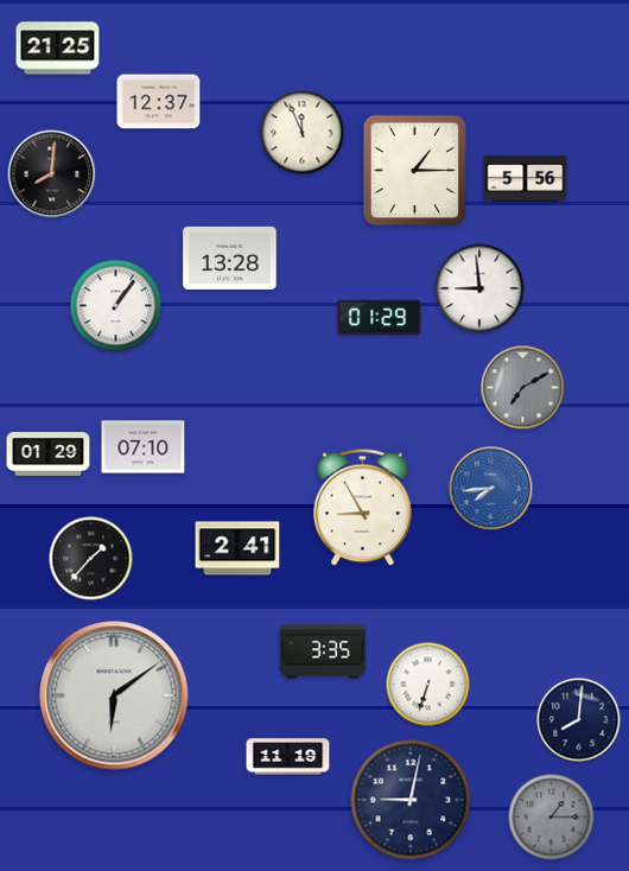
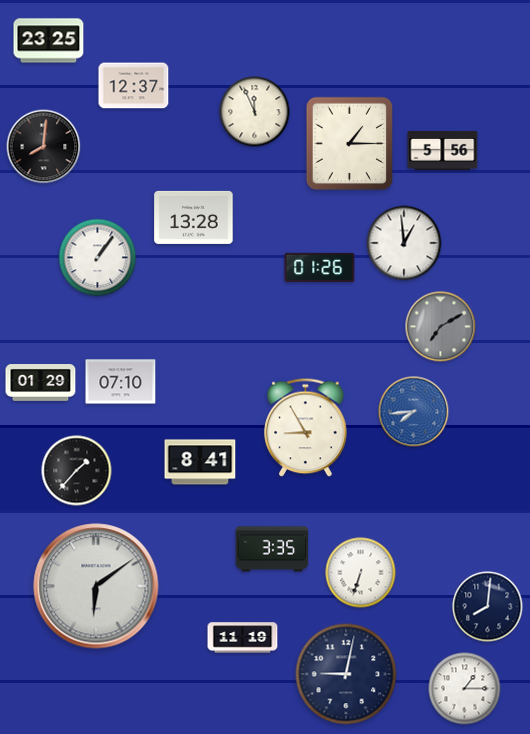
clock at (58, 49): 21:25 -> 23:25
clock at (479, 288): 8:59 -> 12:59
clock at (380, 317): 01:29 -> 01:26
clock at (144, 447) position: (144, 447) -> (121, 382)
clock at (237, 548): 2:41 -> 8:41
clock at (428, 685) position: (428, 685) -> (361, 573)
clock at (552, 818) dial: grey -> white
